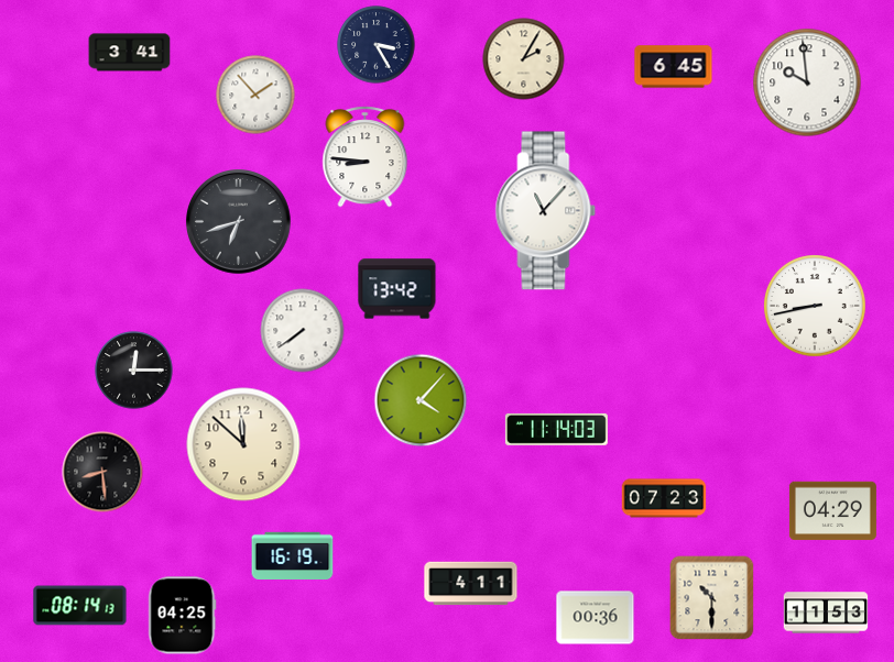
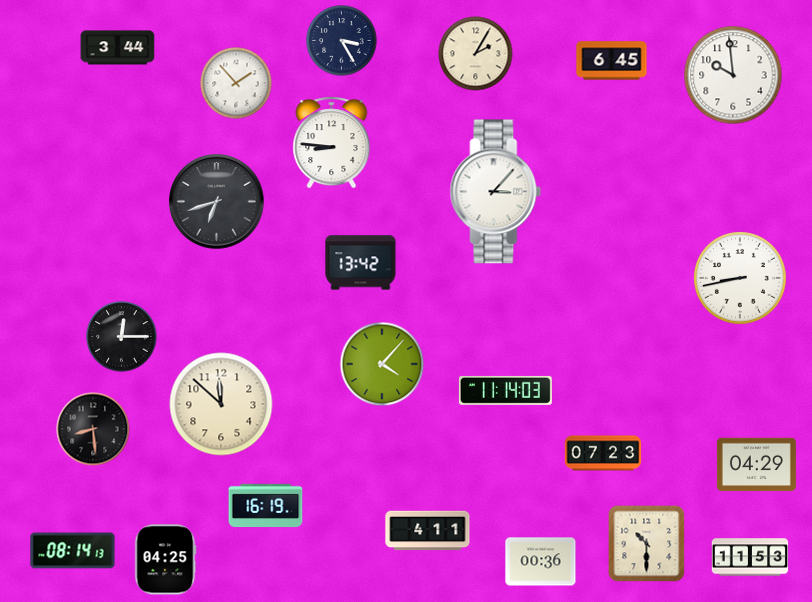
clock at (130, 53): 3:41 -> 3:44
clock at (255, 95) position: (255, 95) -> (236, 83)
clock at (546, 211): 11:07 -> 3:07
clock at (303, 331): 7:39 -> none
